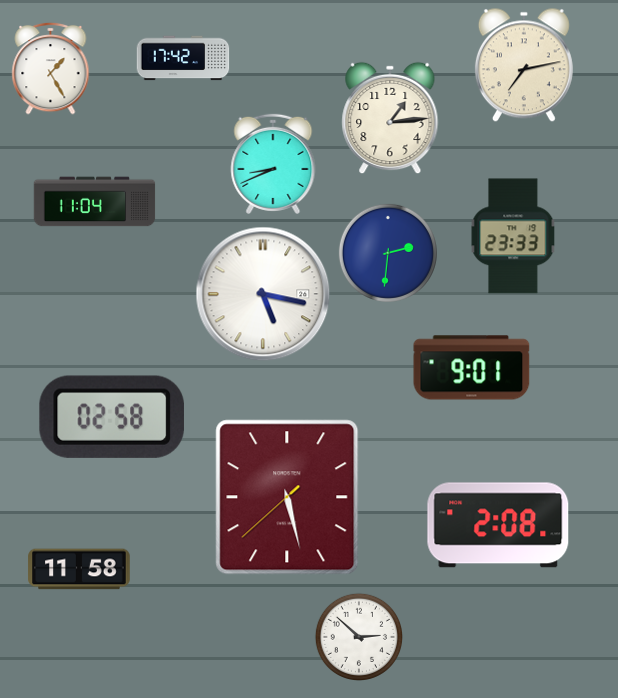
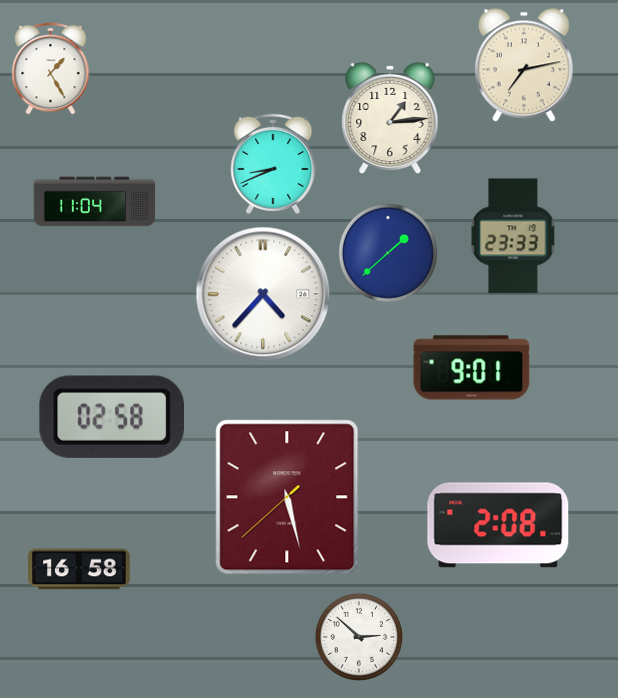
clock at (183, 58): 17:42 -> none
clock at (388, 253): 2:31 -> 1:38
clock at (263, 294): 5:17 -> 4:37
clock at (79, 569): 11:58 -> 16:58
